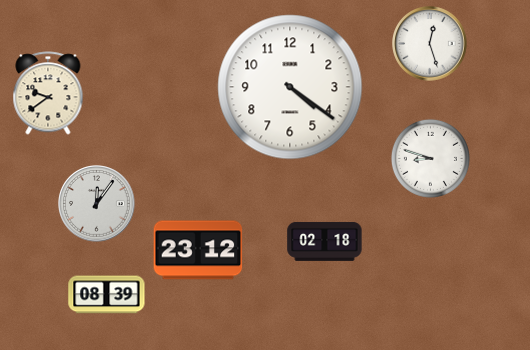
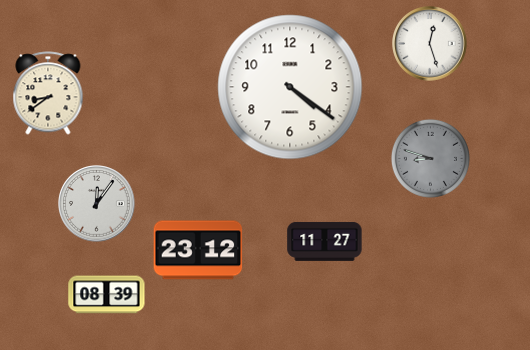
clock at (48, 93): 9:39 -> 8:39
clock at (430, 158) dial: white -> grey
clock at (325, 241): 02:18 -> 11:27
